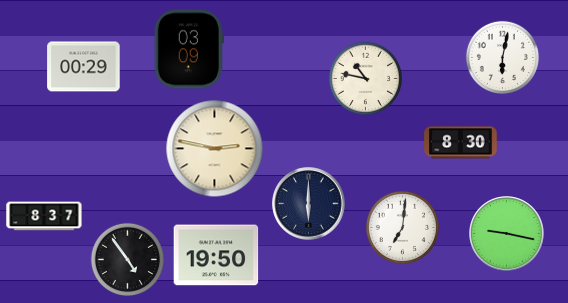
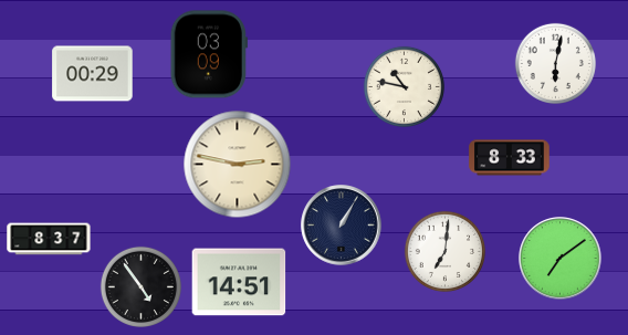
clock at (461, 143): 8:30 -> 8:33
clock at (309, 204): 6:00 -> 1:05
clock at (507, 234): 9:17 -> 7:09
clock at (216, 255): 19:50 -> 14:51
